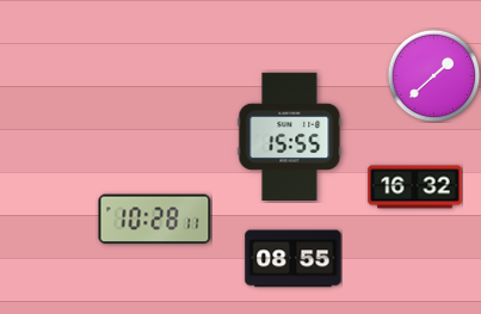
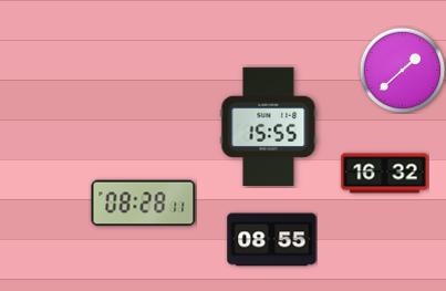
clock at (155, 220): 10:28 -> 08:28
